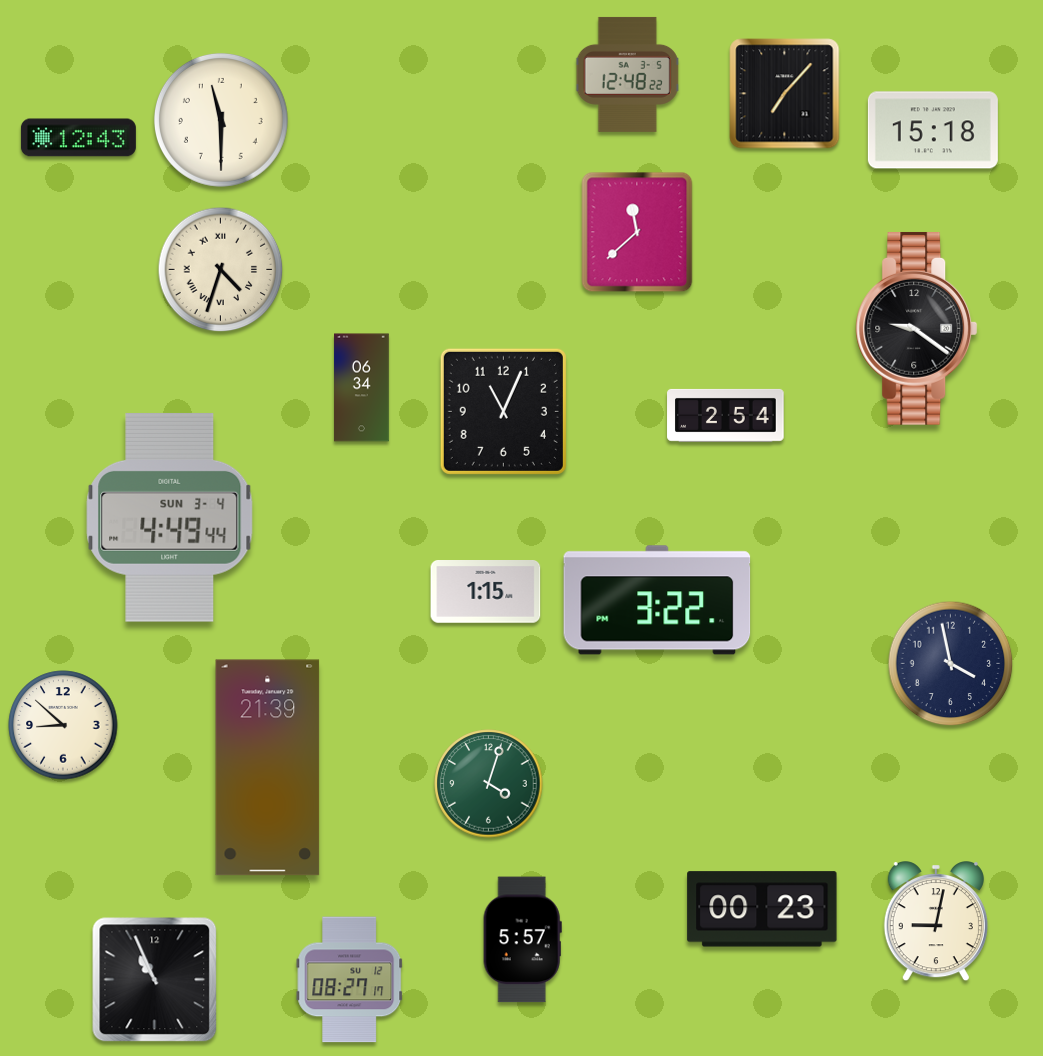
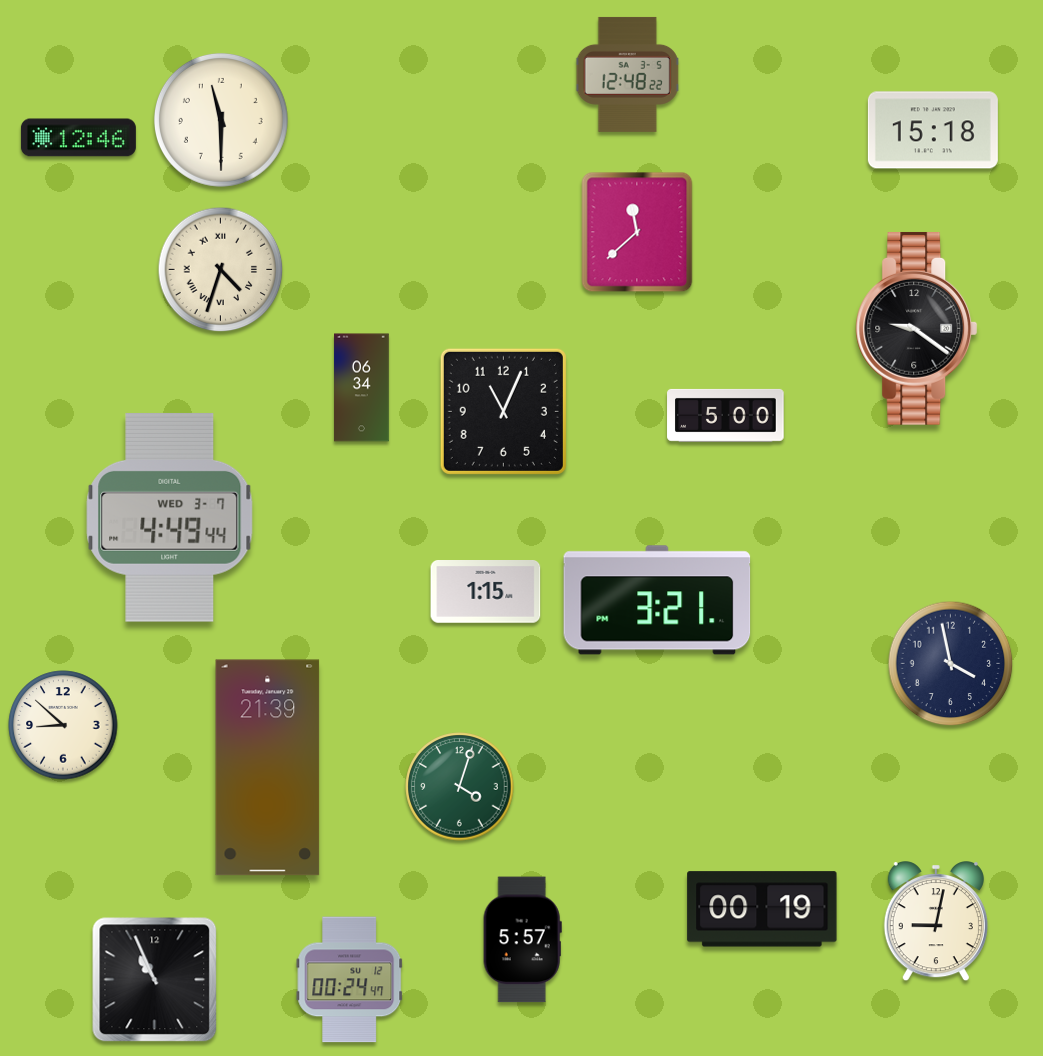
clock at (785, 94): 7:07 -> none
clock at (78, 138): 12:43 -> 12:46
clock at (726, 415): 2:54 -> 5:00
clock at (170, 517) date: SUN 3-4 -> WED 3-7
clock at (657, 600): 3:22 -> 3:21
clock at (489, 784) position: (489, 784) -> (460, 787)
clock at (762, 909): 00:23 -> 00:19
clock at (350, 980): 08:27 -> 00:24
